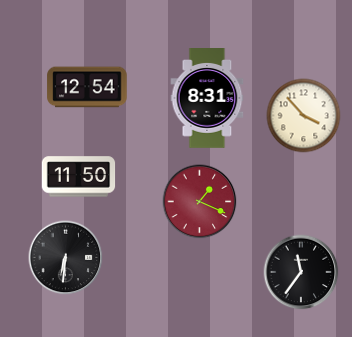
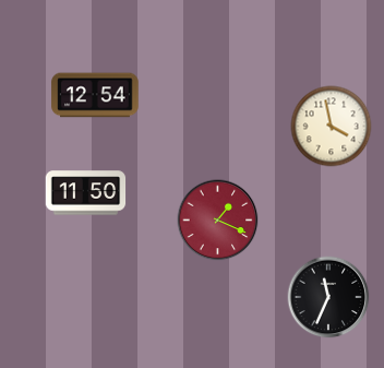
clock at (207, 99): 8:31 -> none
clock at (304, 116): 3:53 -> 3:58
clock at (66, 258): 6:31 -> none
clock at (301, 272): 11:36 -> 11:34
